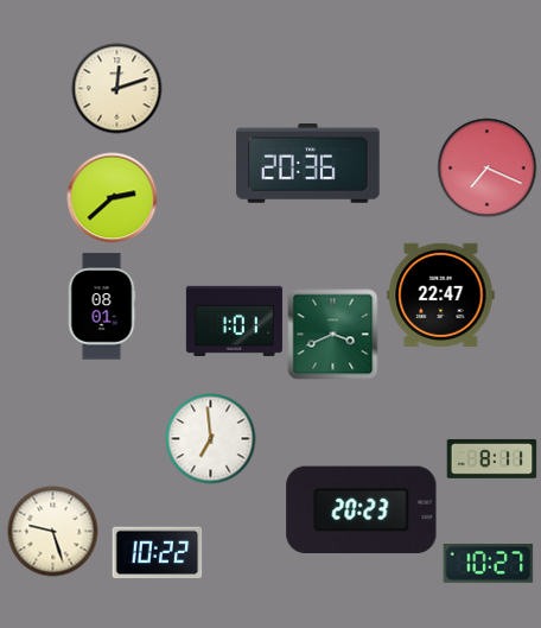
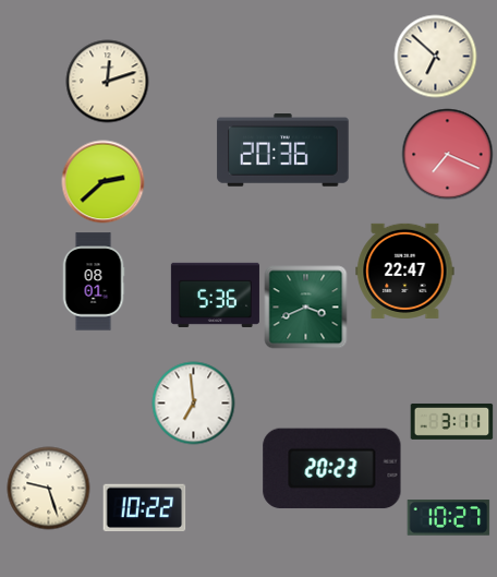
clock at (436, 57): none -> 6:52
clock at (234, 321): 1:01 -> 5:36
clock at (492, 458): 8:11 -> 3:11
